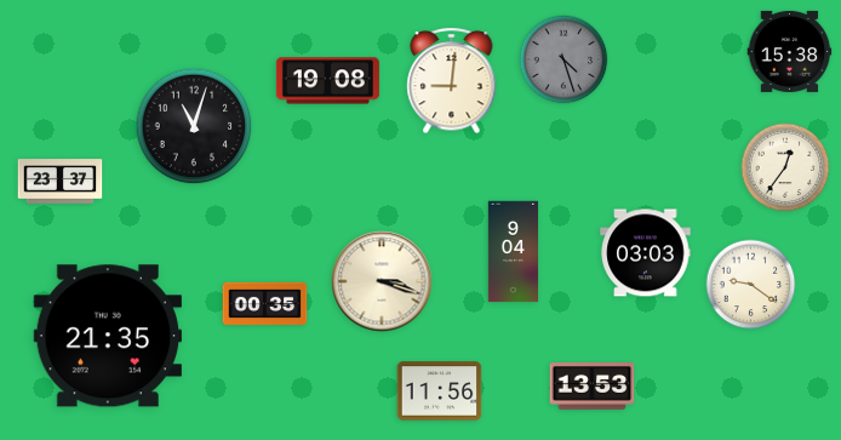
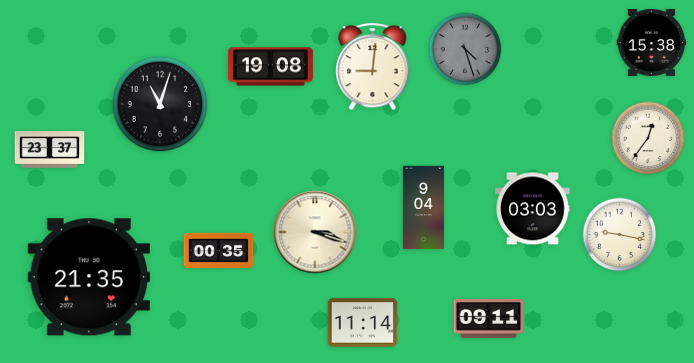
clock at (751, 285): 9:21 -> 9:17
clock at (593, 387): 13:53 -> 09:11
clock at (440, 392): 11:56 -> 11:14
